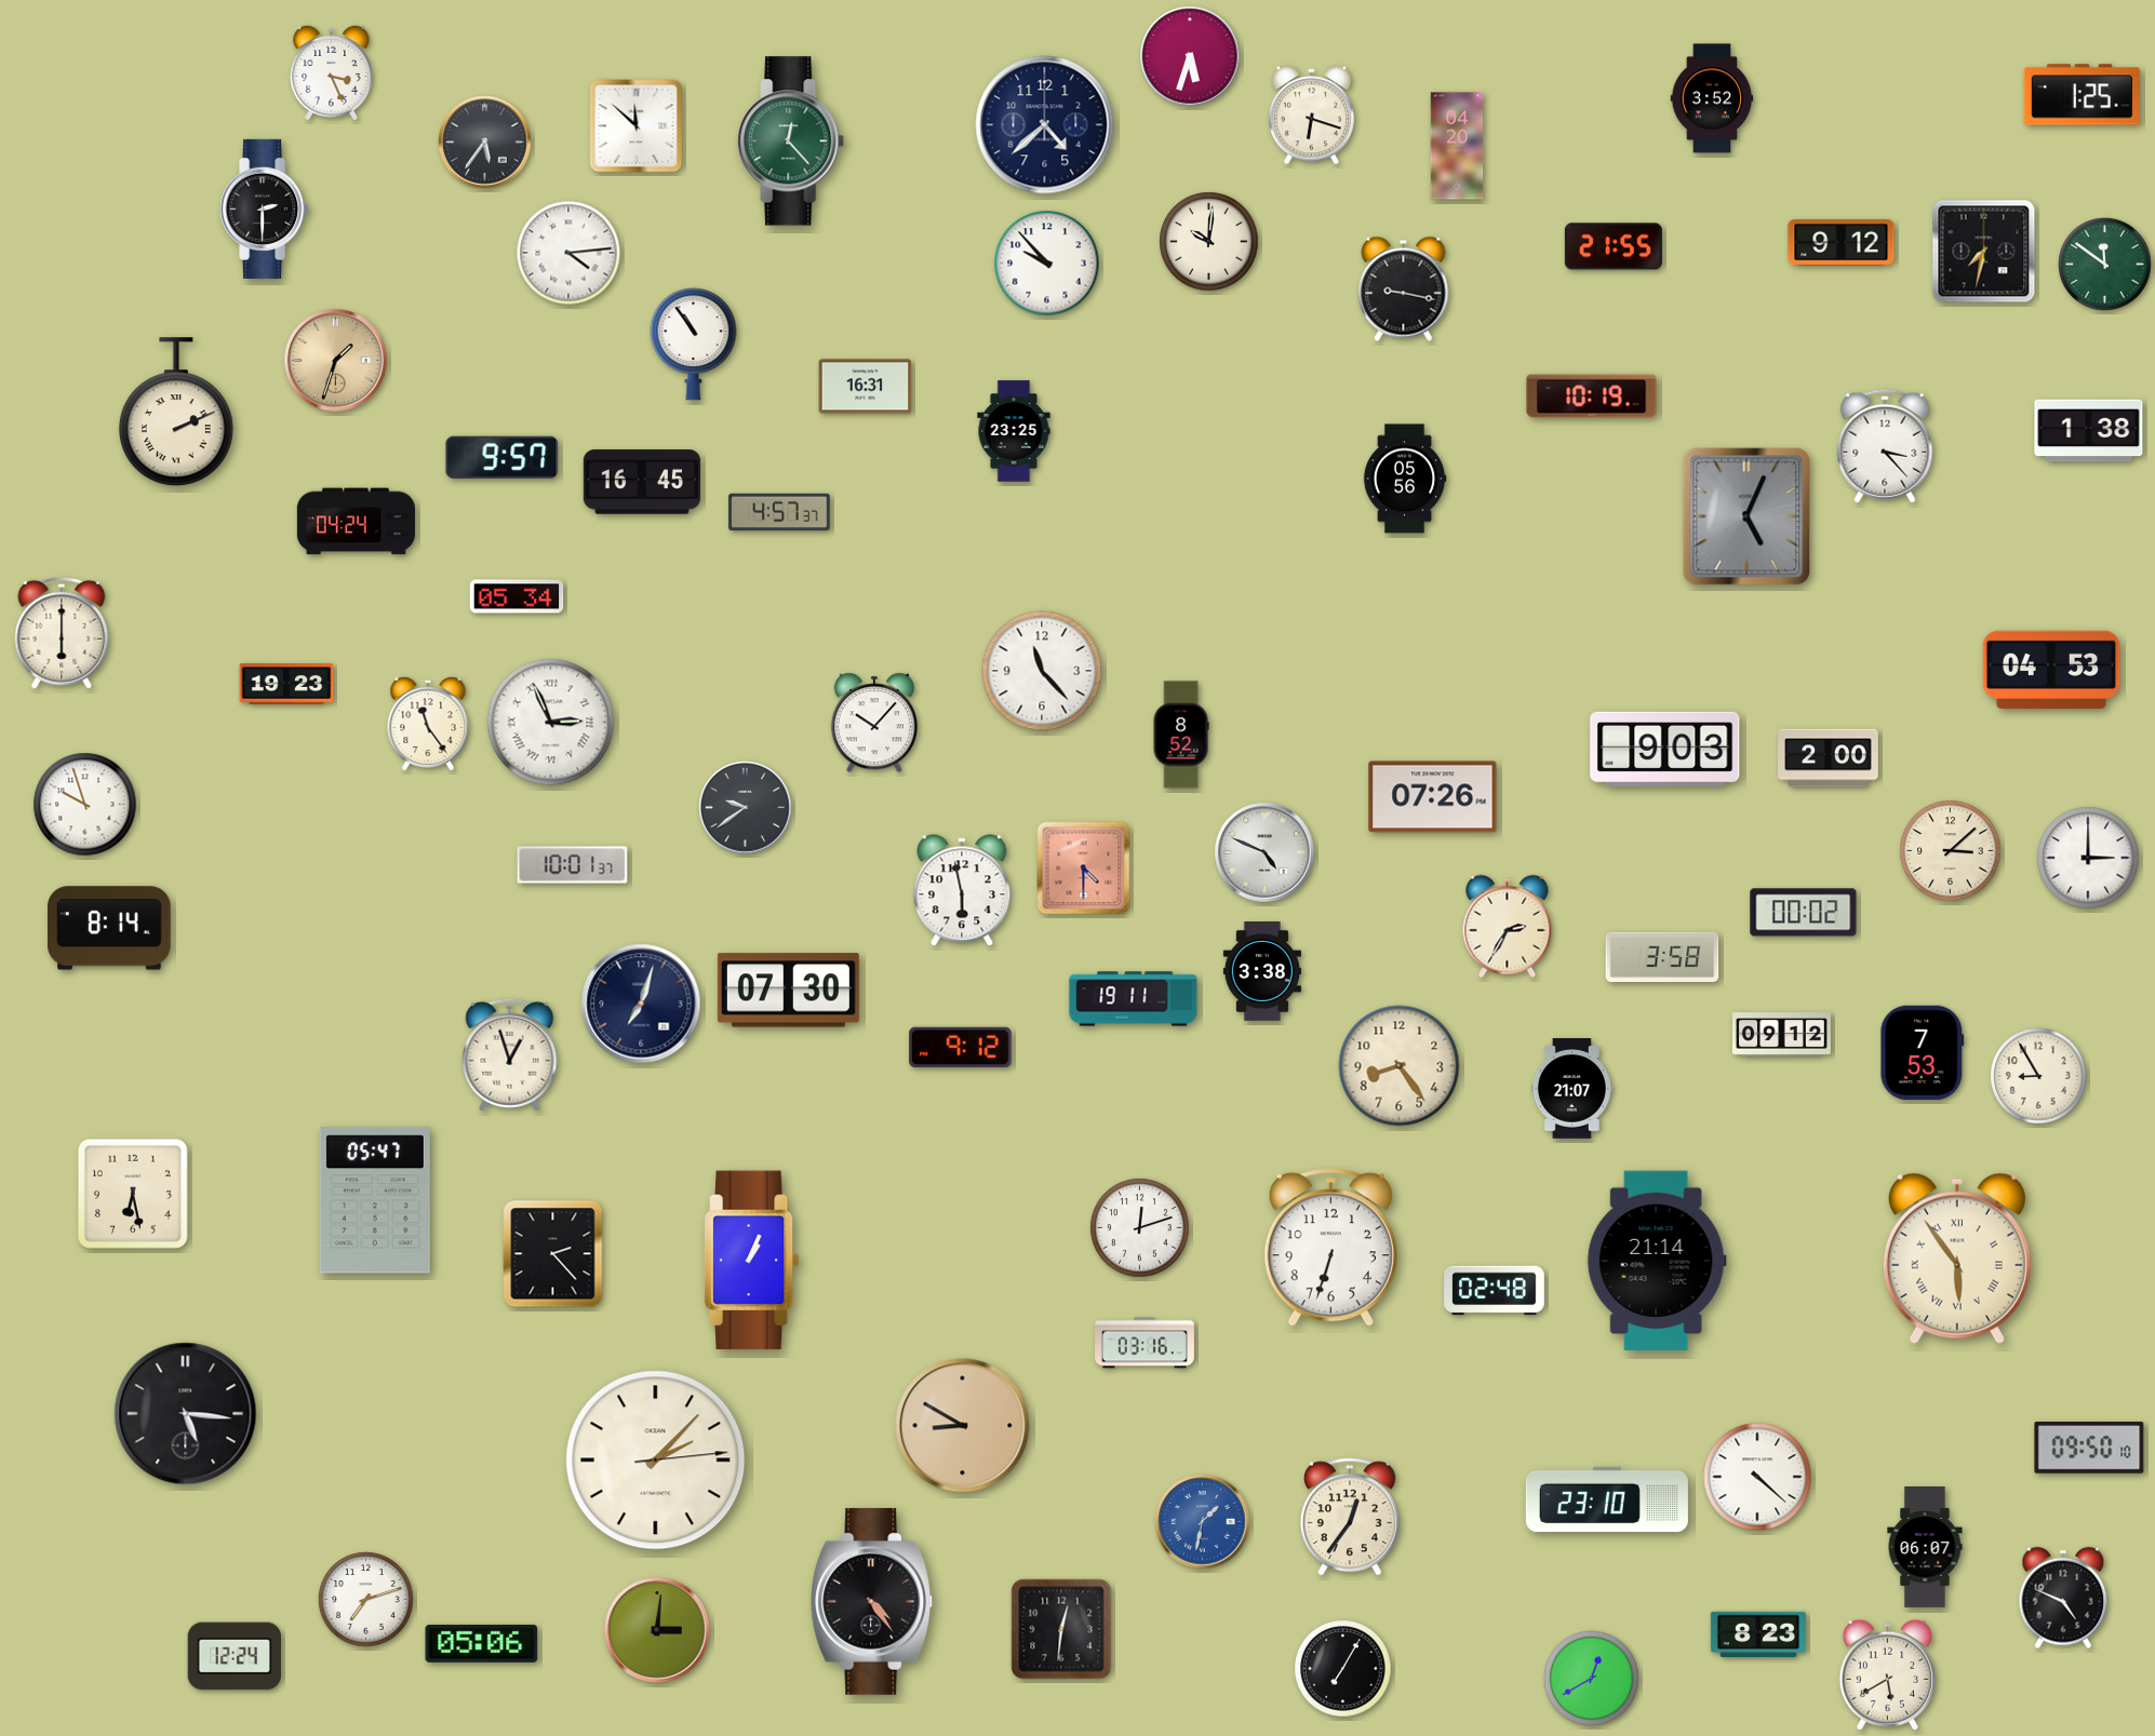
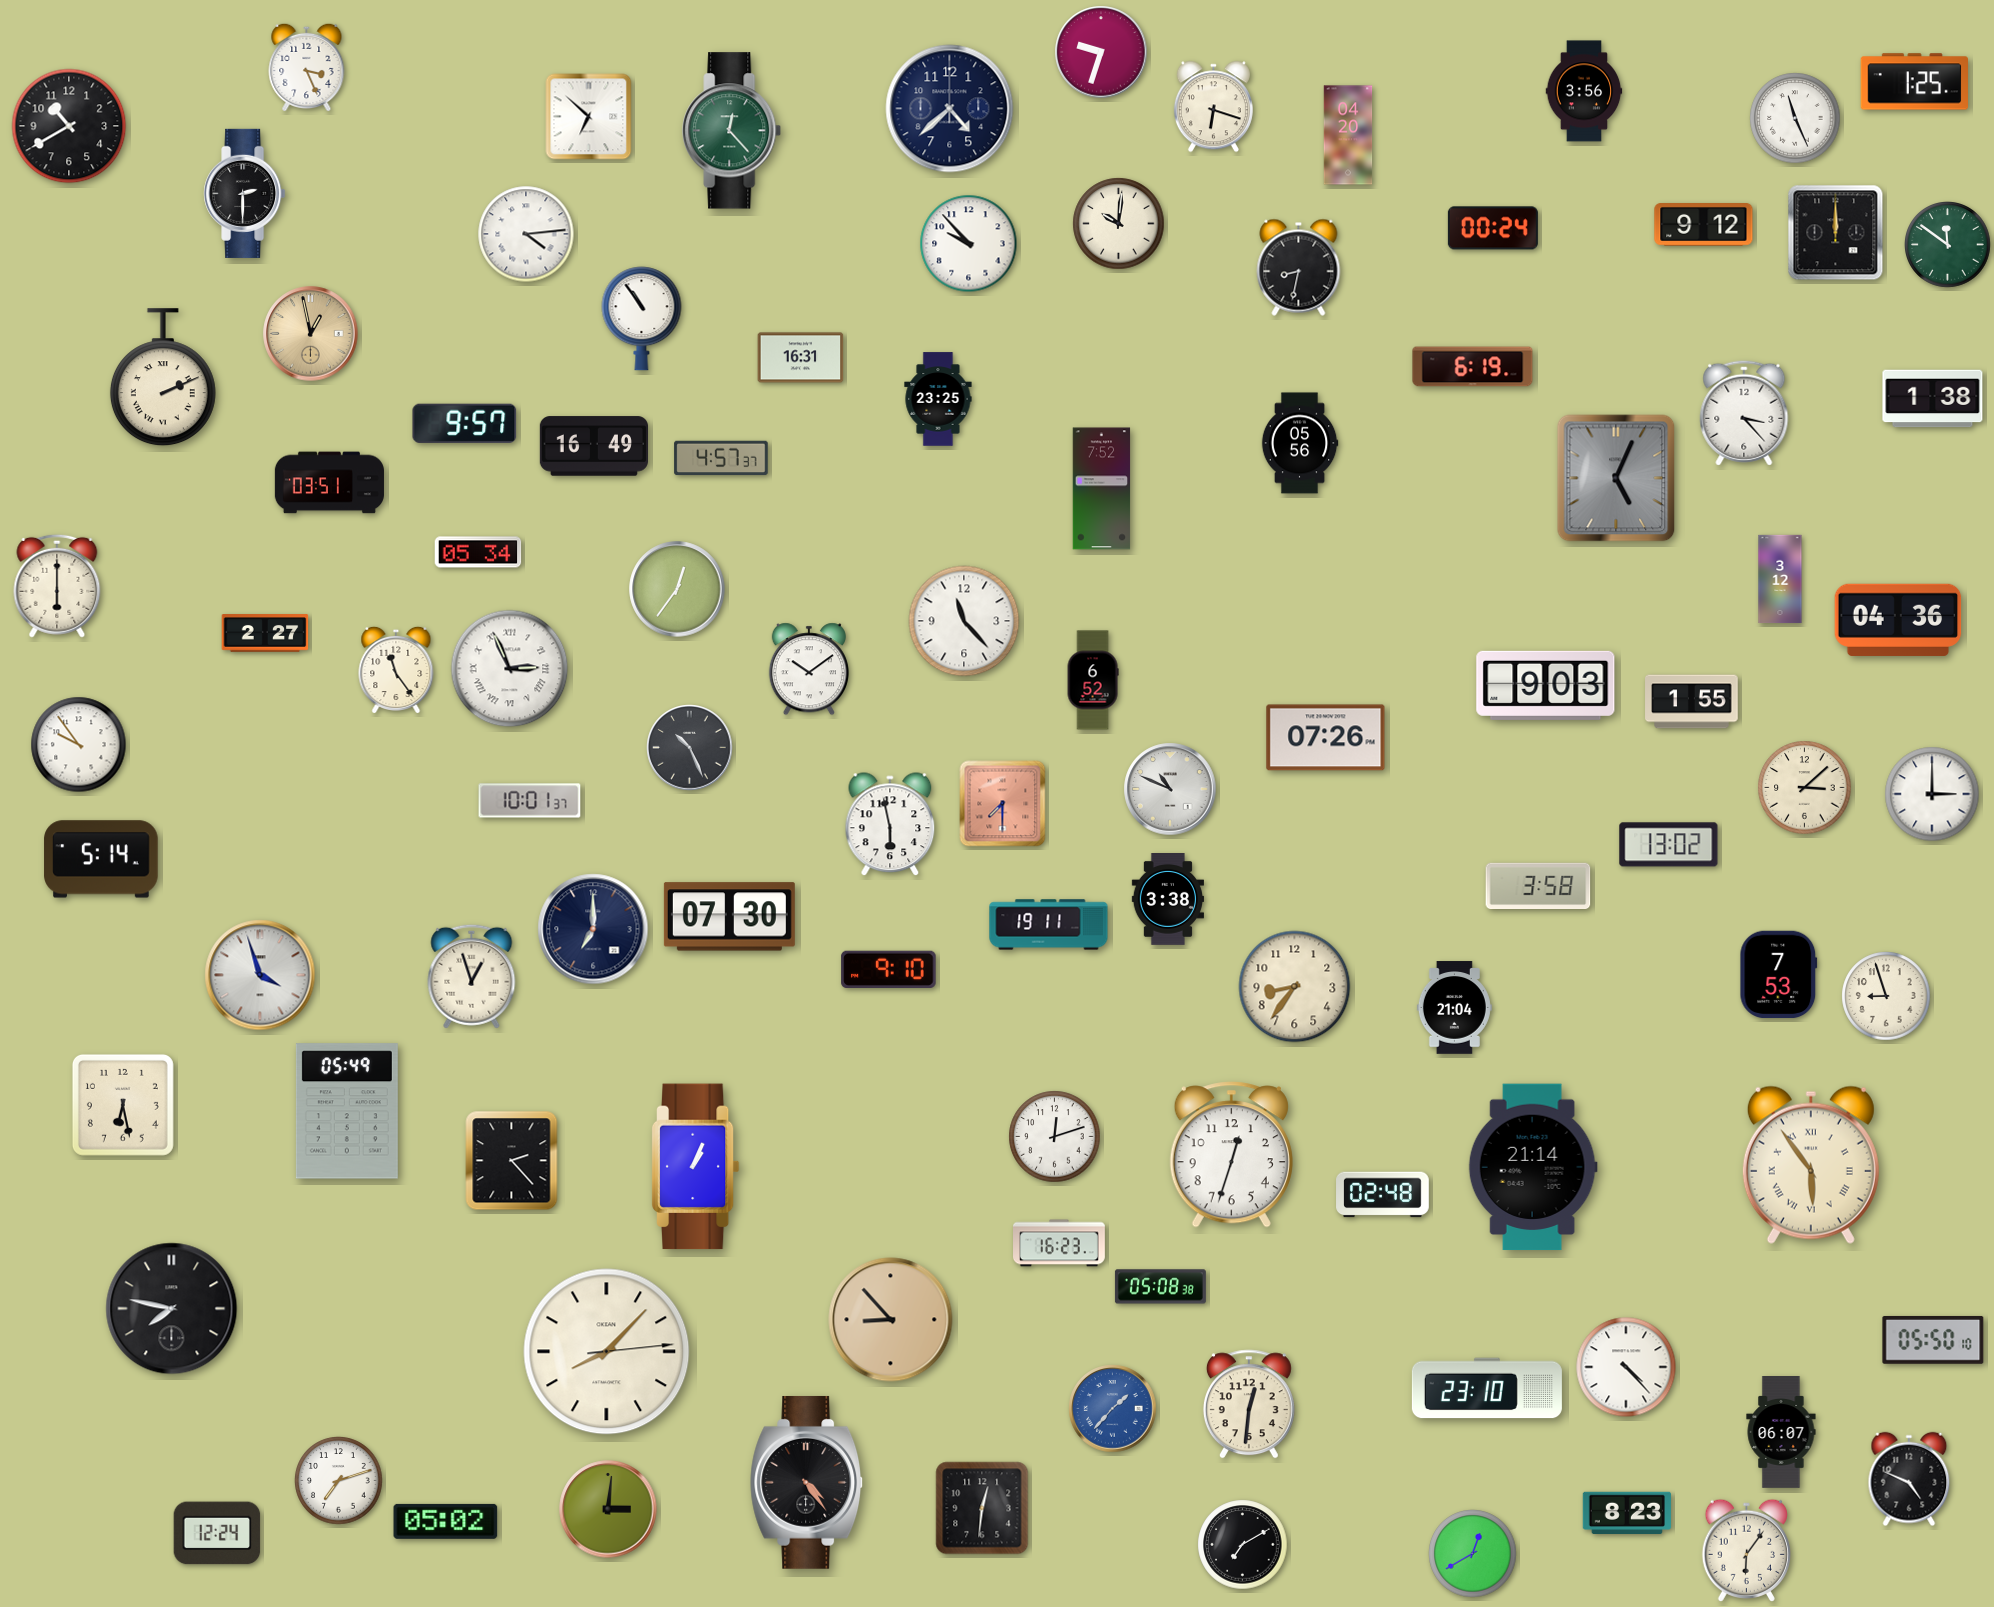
clock at (1190, 56): 5:33 -> 9:33
clock at (2083, 95) position: (2083, 95) -> (1915, 82)
clock at (1712, 98): 3:52 -> 3:56
clock at (1045, 125) position: (1045, 125) -> (950, 109)
clock at (637, 126): 11:52 -> 6:52
clock at (1795, 118): none -> 11:26
clock at (69, 126): none -> 10:40
clock at (485, 143): 5:36 -> none
clock at (1614, 246): 21:55 -> 00:24
clock at (1984, 252): 7:32 -> 12:00
clock at (1404, 288): 9:17 -> 8:32
clock at (336, 361): 1:33 -> 12:58
clock at (1592, 396): 10:19 -> 6:19
clock at (176, 413) position: (176, 413) -> (163, 378)
clock at (641, 482): 16:45 -> 16:49
clock at (779, 512) position: (779, 512) -> (721, 458)
clock at (356, 522): 04:24 -> 03:51
clock at (1102, 489): none -> 7:52
clock at (1780, 579): none -> 3:12
clock at (677, 589): none -> 12:36
clock at (2051, 670): 04:53 -> 04:36
clock at (286, 684): 19:23 -> 2:27
clock at (874, 723): 10:07 -> 10:09
clock at (1181, 735): 8:52 -> 6:52
clock at (1665, 749) position: (1665, 749) -> (1546, 685)
clock at (1829, 758): 2:00 -> 1:55
clock at (85, 805): 9:57 -> 9:54
clock at (746, 808): 9:39 -> 10:26
clock at (1264, 852): 4:49 -> 10:49
clock at (1084, 869): 4:30 -> 7:30
clock at (1804, 913): 00:02 -> 13:02
clock at (1508, 927): 2:35 -> none
clock at (109, 928): 8:14 -> 5:14
clock at (641, 1004): 7:03 -> 7:00
clock at (1781, 1035): 09:12 -> none
clock at (961, 1048): 9:12 -> 9:10
clock at (260, 975): none -> 3:57
clock at (1400, 1066): 8:24 -> 8:36
clock at (2038, 1076): 8:55 -> 8:57
clock at (1571, 1089): 21:07 -> 21:04
clock at (375, 1200): 05:47 -> 05:49
clock at (1330, 1248): 6:33 -> 12:33
clock at (1146, 1343): 03:16 -> 16:23
clock at (1160, 1287): none -> 05:08
clock at (186, 1414): 5:16 -> 7:47
clock at (963, 1426): 8:50 -> 8:53
clock at (2089, 1448): 09:50 -> 05:50
clock at (656, 1461): 2:07 -> 8:07
clock at (1757, 1477): 4:22 -> 4:23
clock at (1350, 1517): 12:36 -> 12:31
clock at (1203, 1522): 1:32 -> 1:37
clock at (482, 1643): 05:06 -> 05:02
clock at (1343, 1669): 7:05 -> 7:10
clock at (1887, 1674): 5:40 -> 6:06
